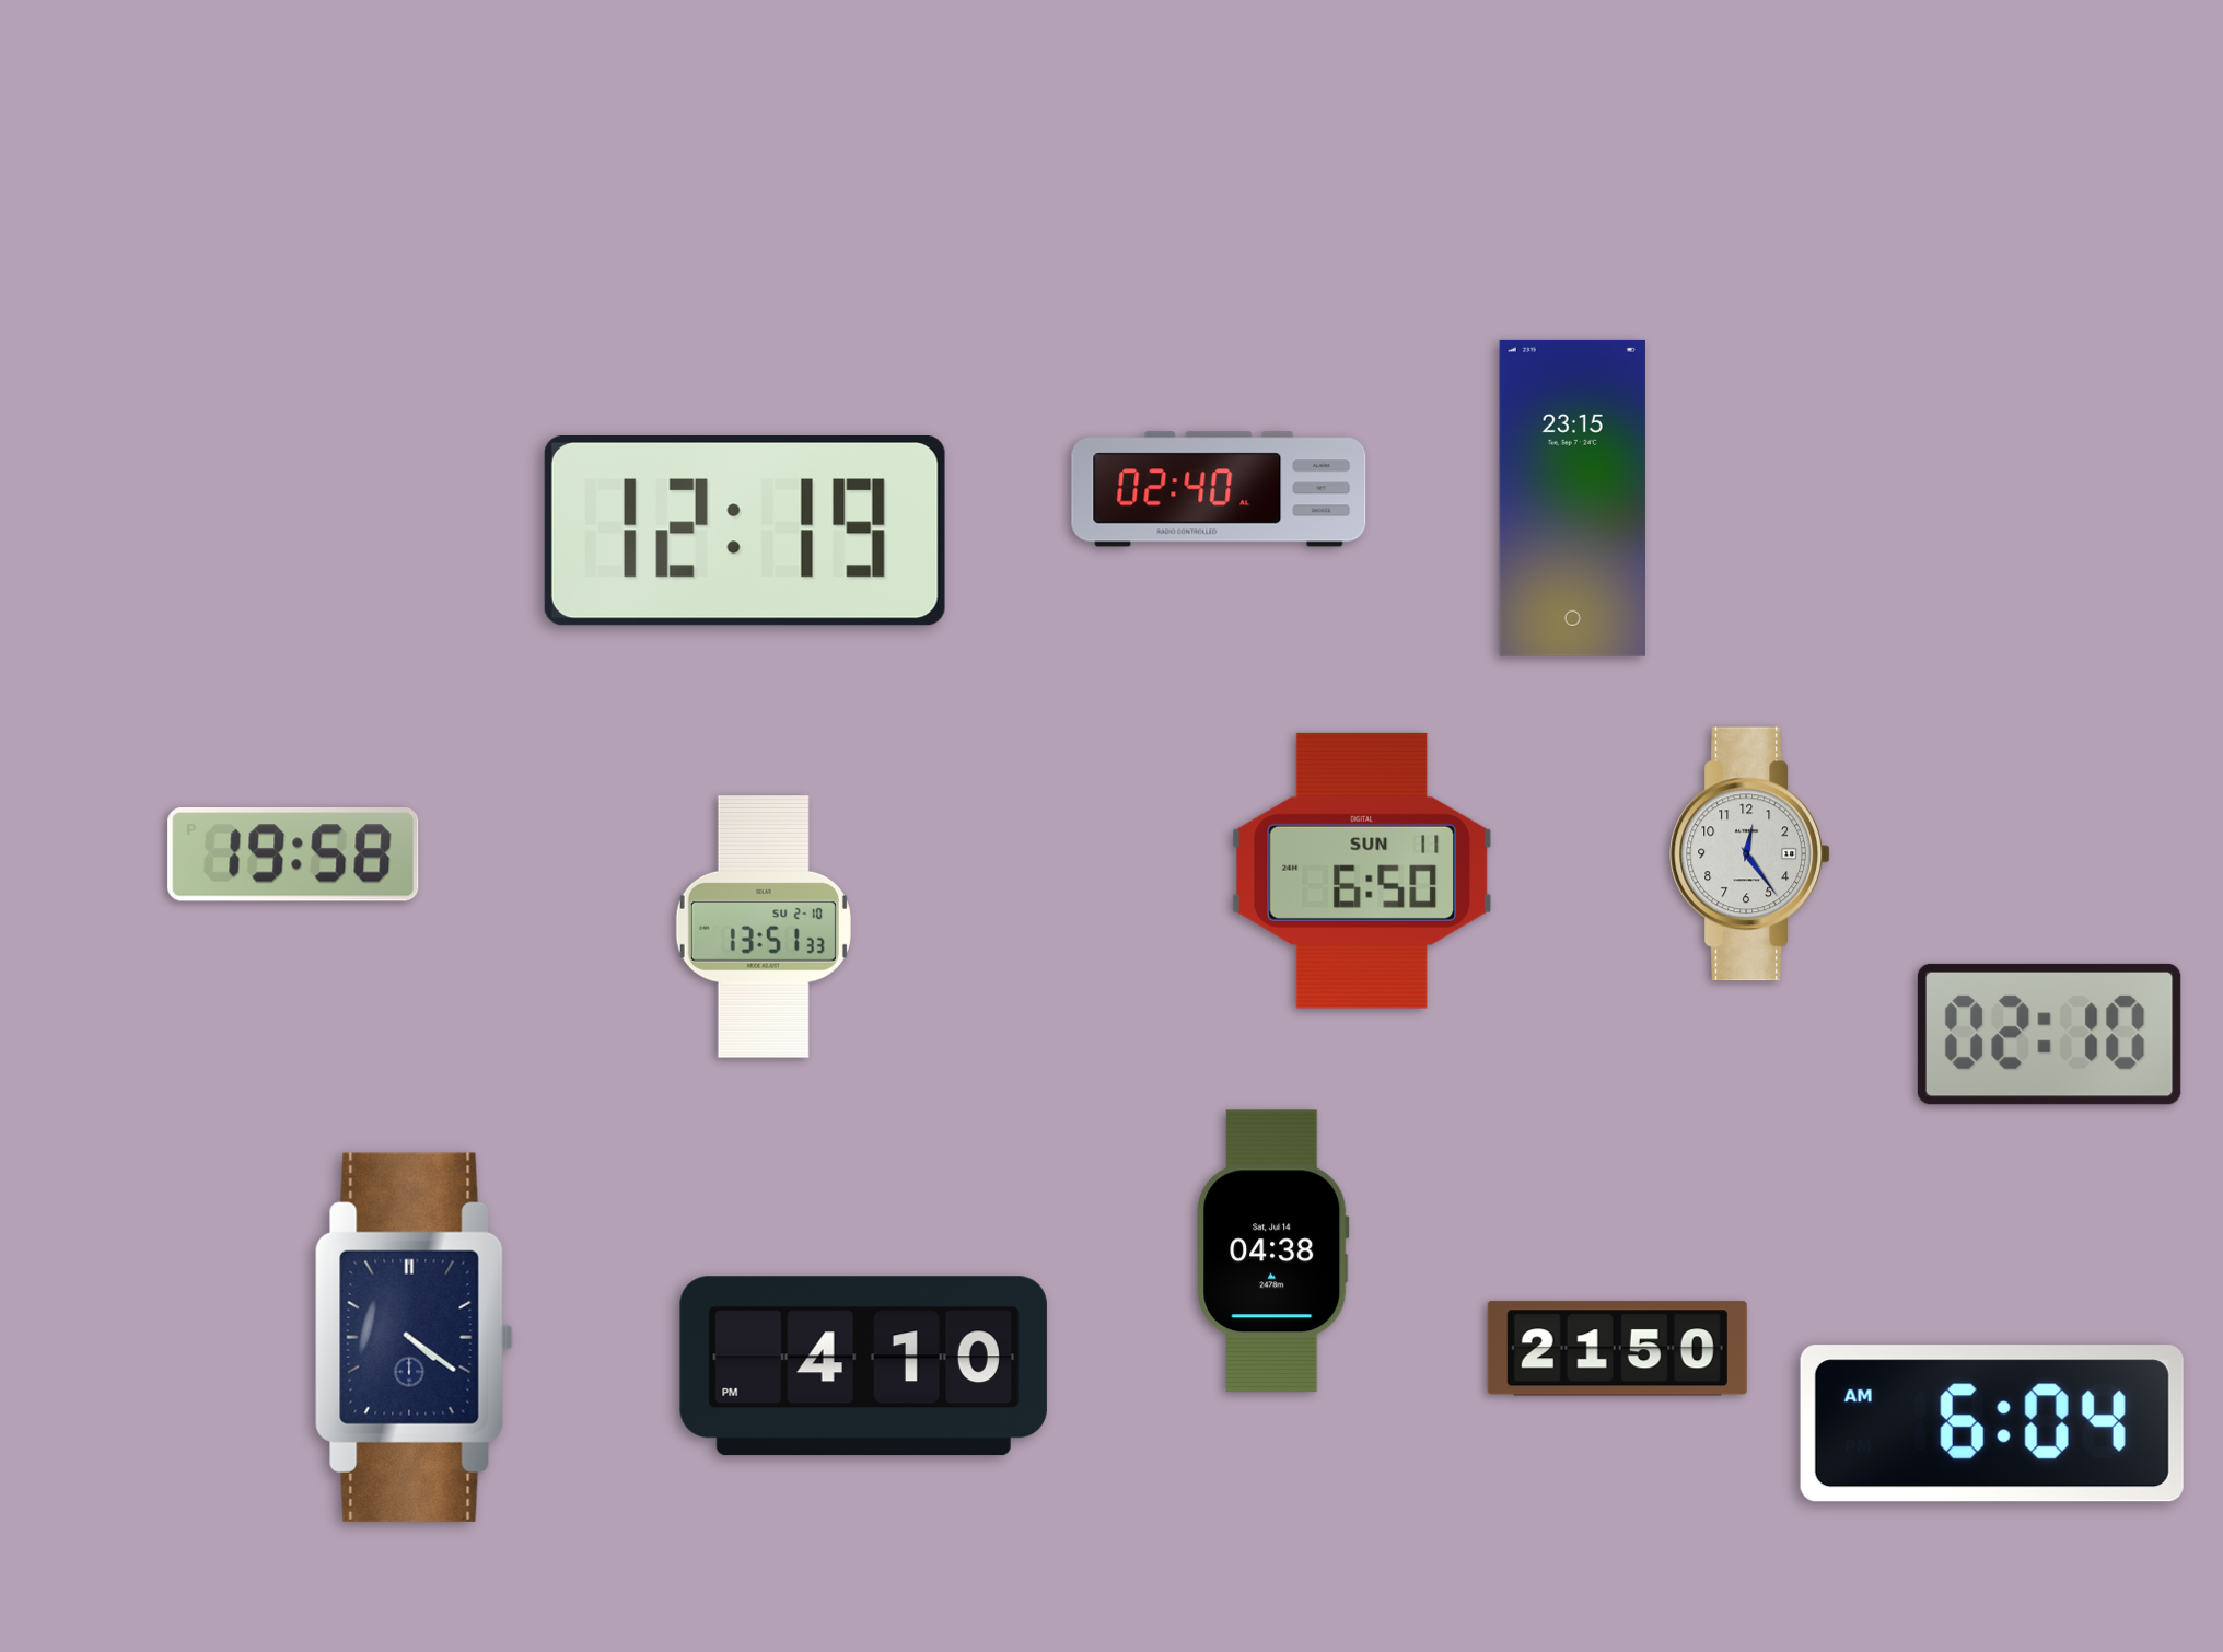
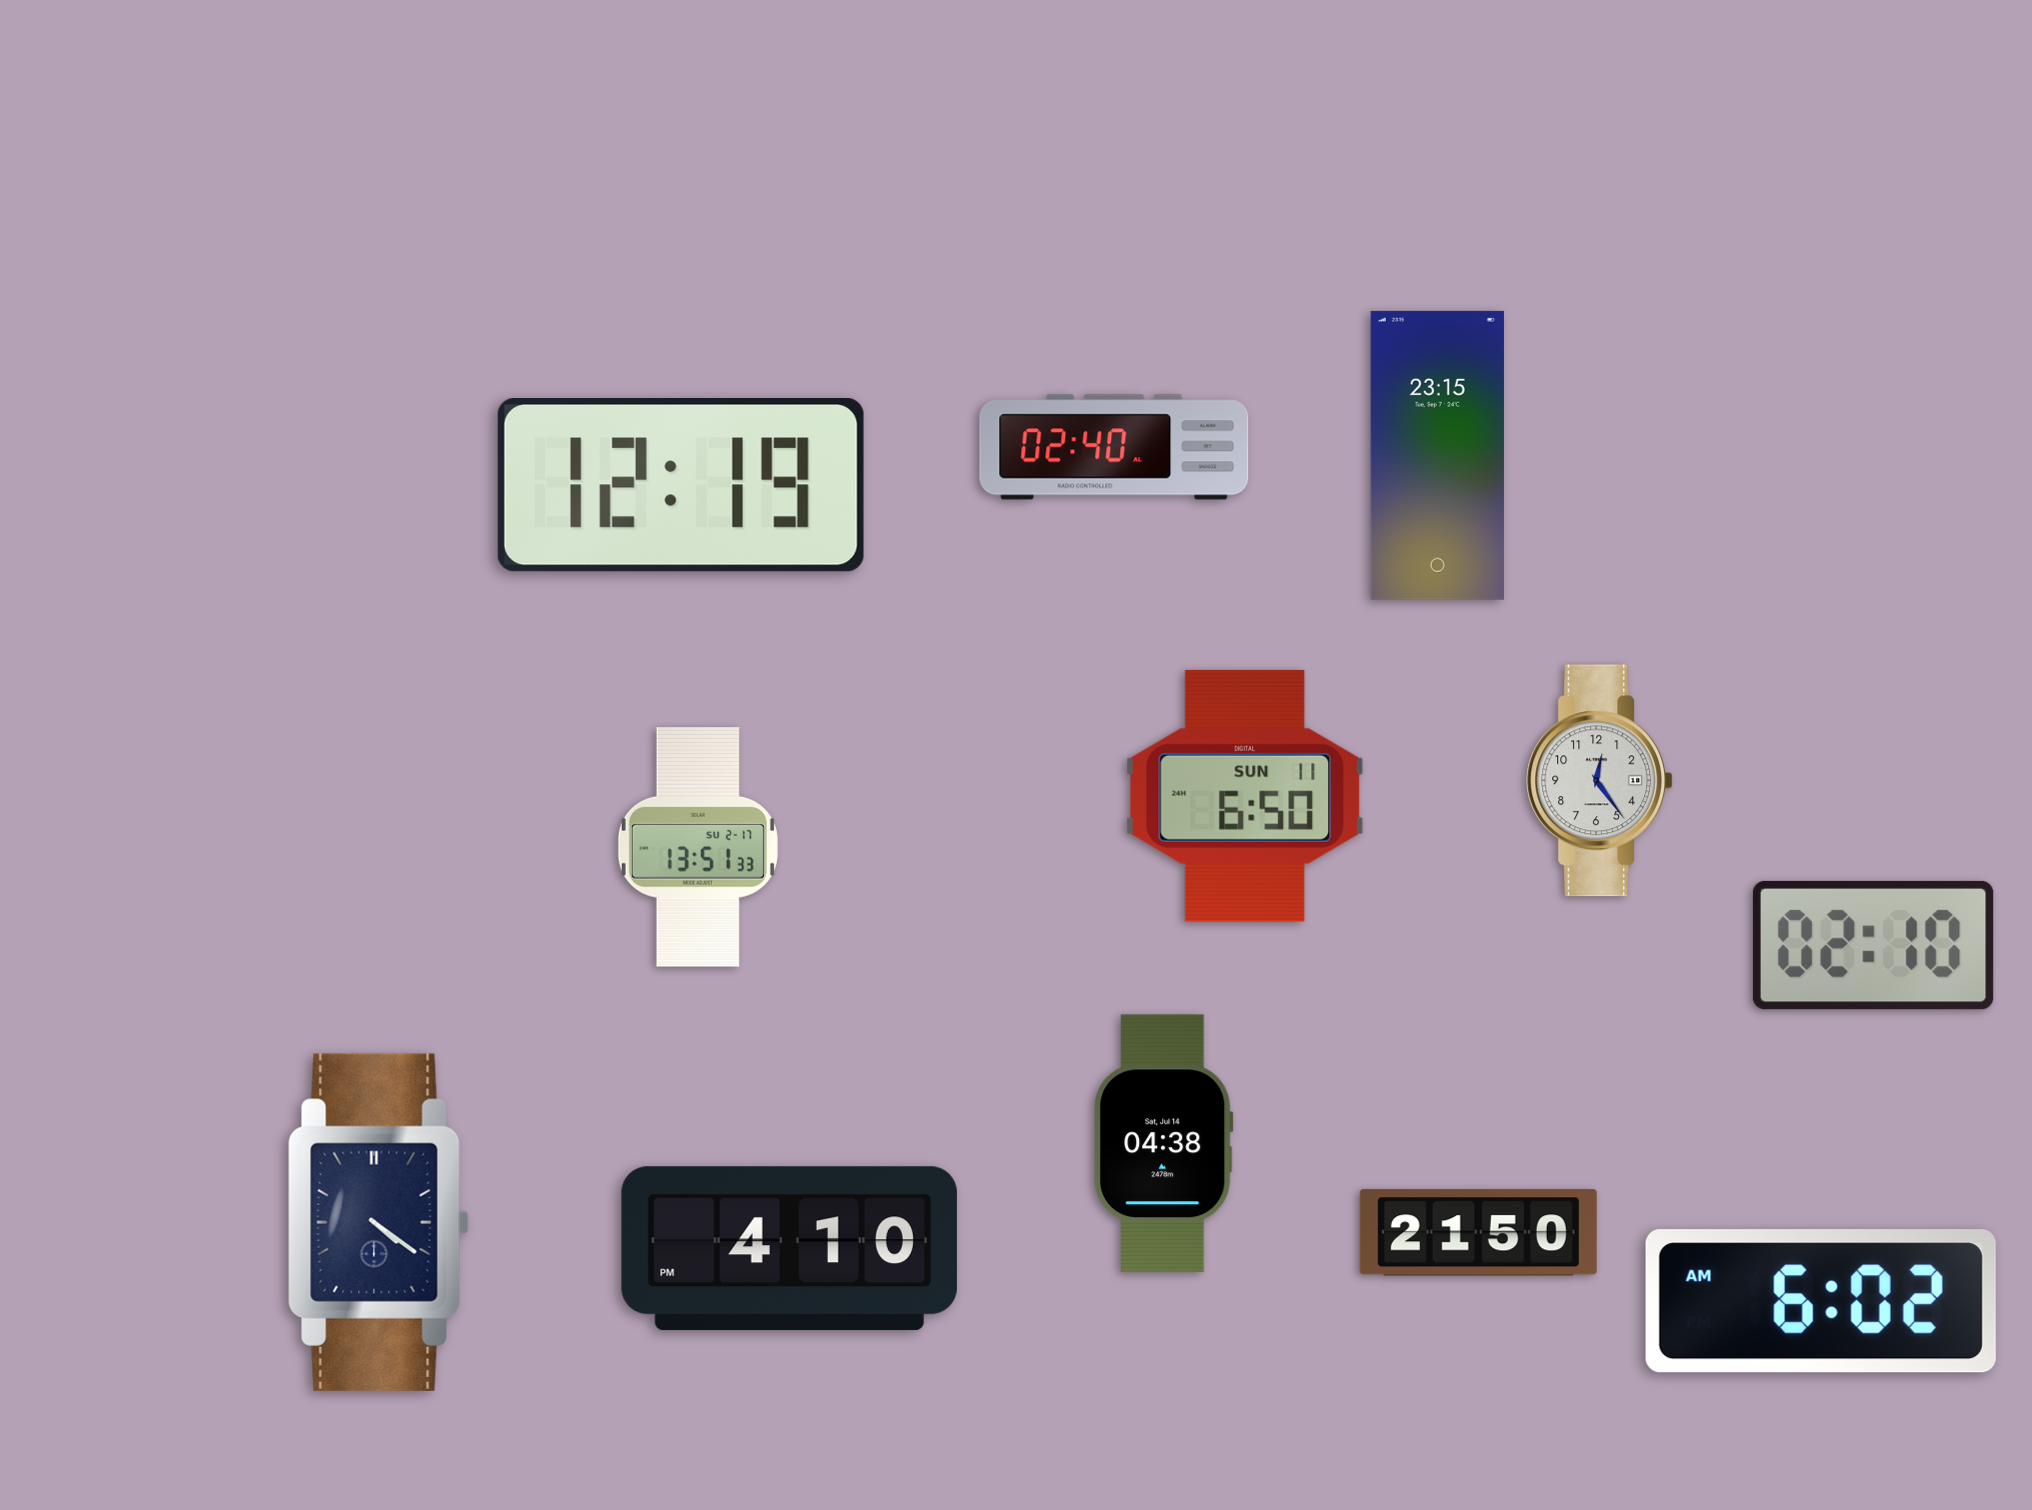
clock at (293, 856): 19:58 -> none
clock at (764, 927) date: SU 2-10 -> SU 2-17
clock at (1992, 1423): 6:04 -> 6:02
